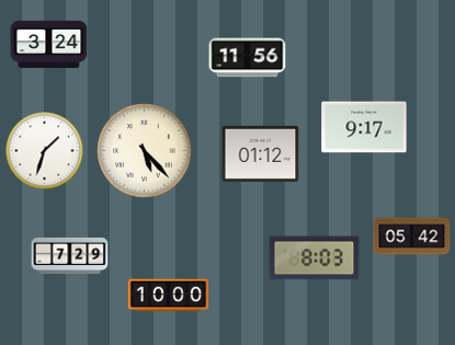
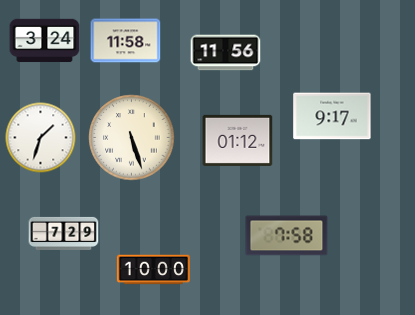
clock at (126, 41): none -> 11:58
clock at (145, 151): 5:23 -> 5:27
clock at (412, 237): 05:42 -> none
clock at (315, 258): 8:03 -> 7:58
